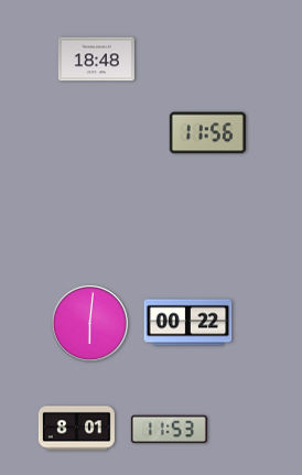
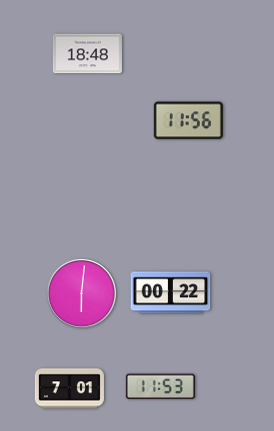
clock at (76, 429): 8:01 -> 7:01
clock at (169, 430) position: (169, 430) -> (160, 387)
